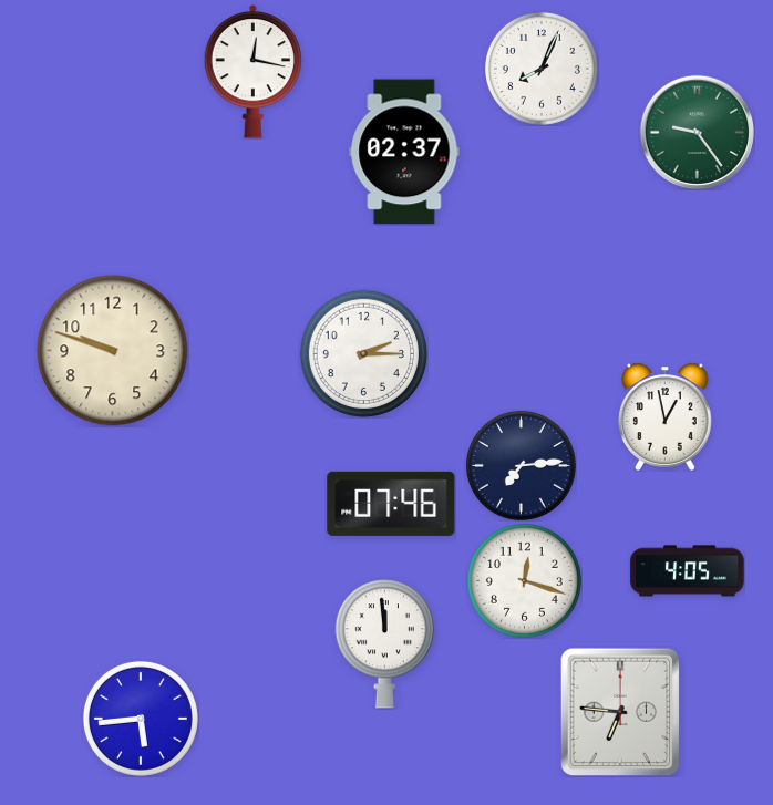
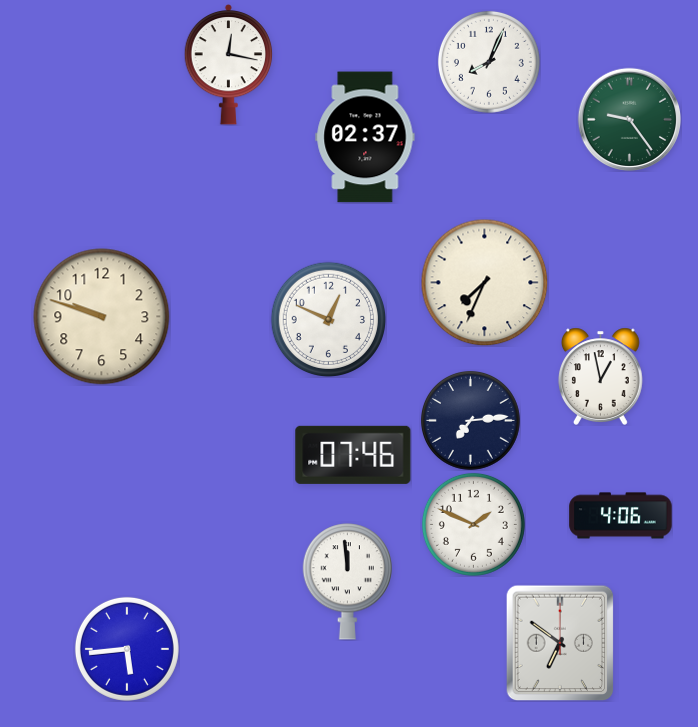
clock at (484, 282): none -> 7:34
clock at (363, 353): 2:15 -> 12:49
clock at (688, 571): 4:05 -> 4:06
clock at (524, 580): 12:18 -> 1:49
clock at (620, 712): 6:46 -> 6:51
